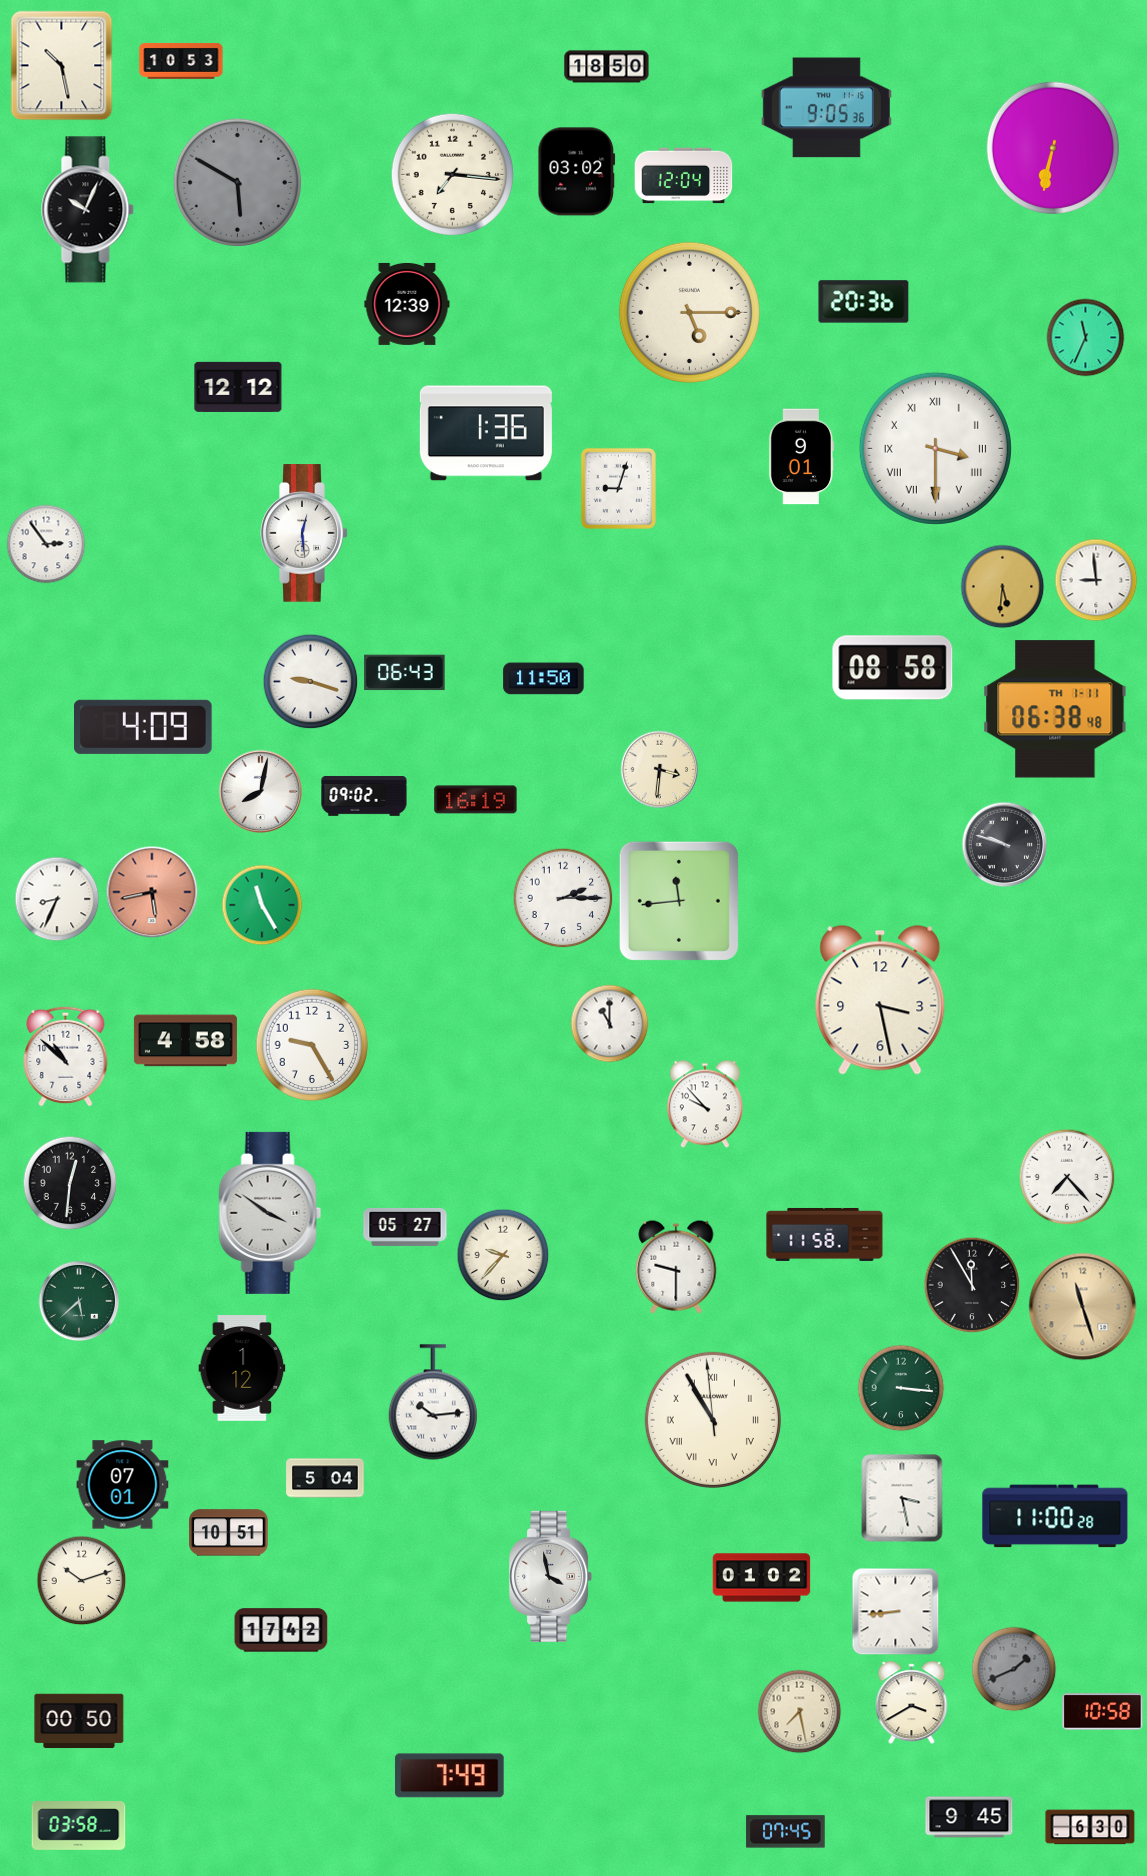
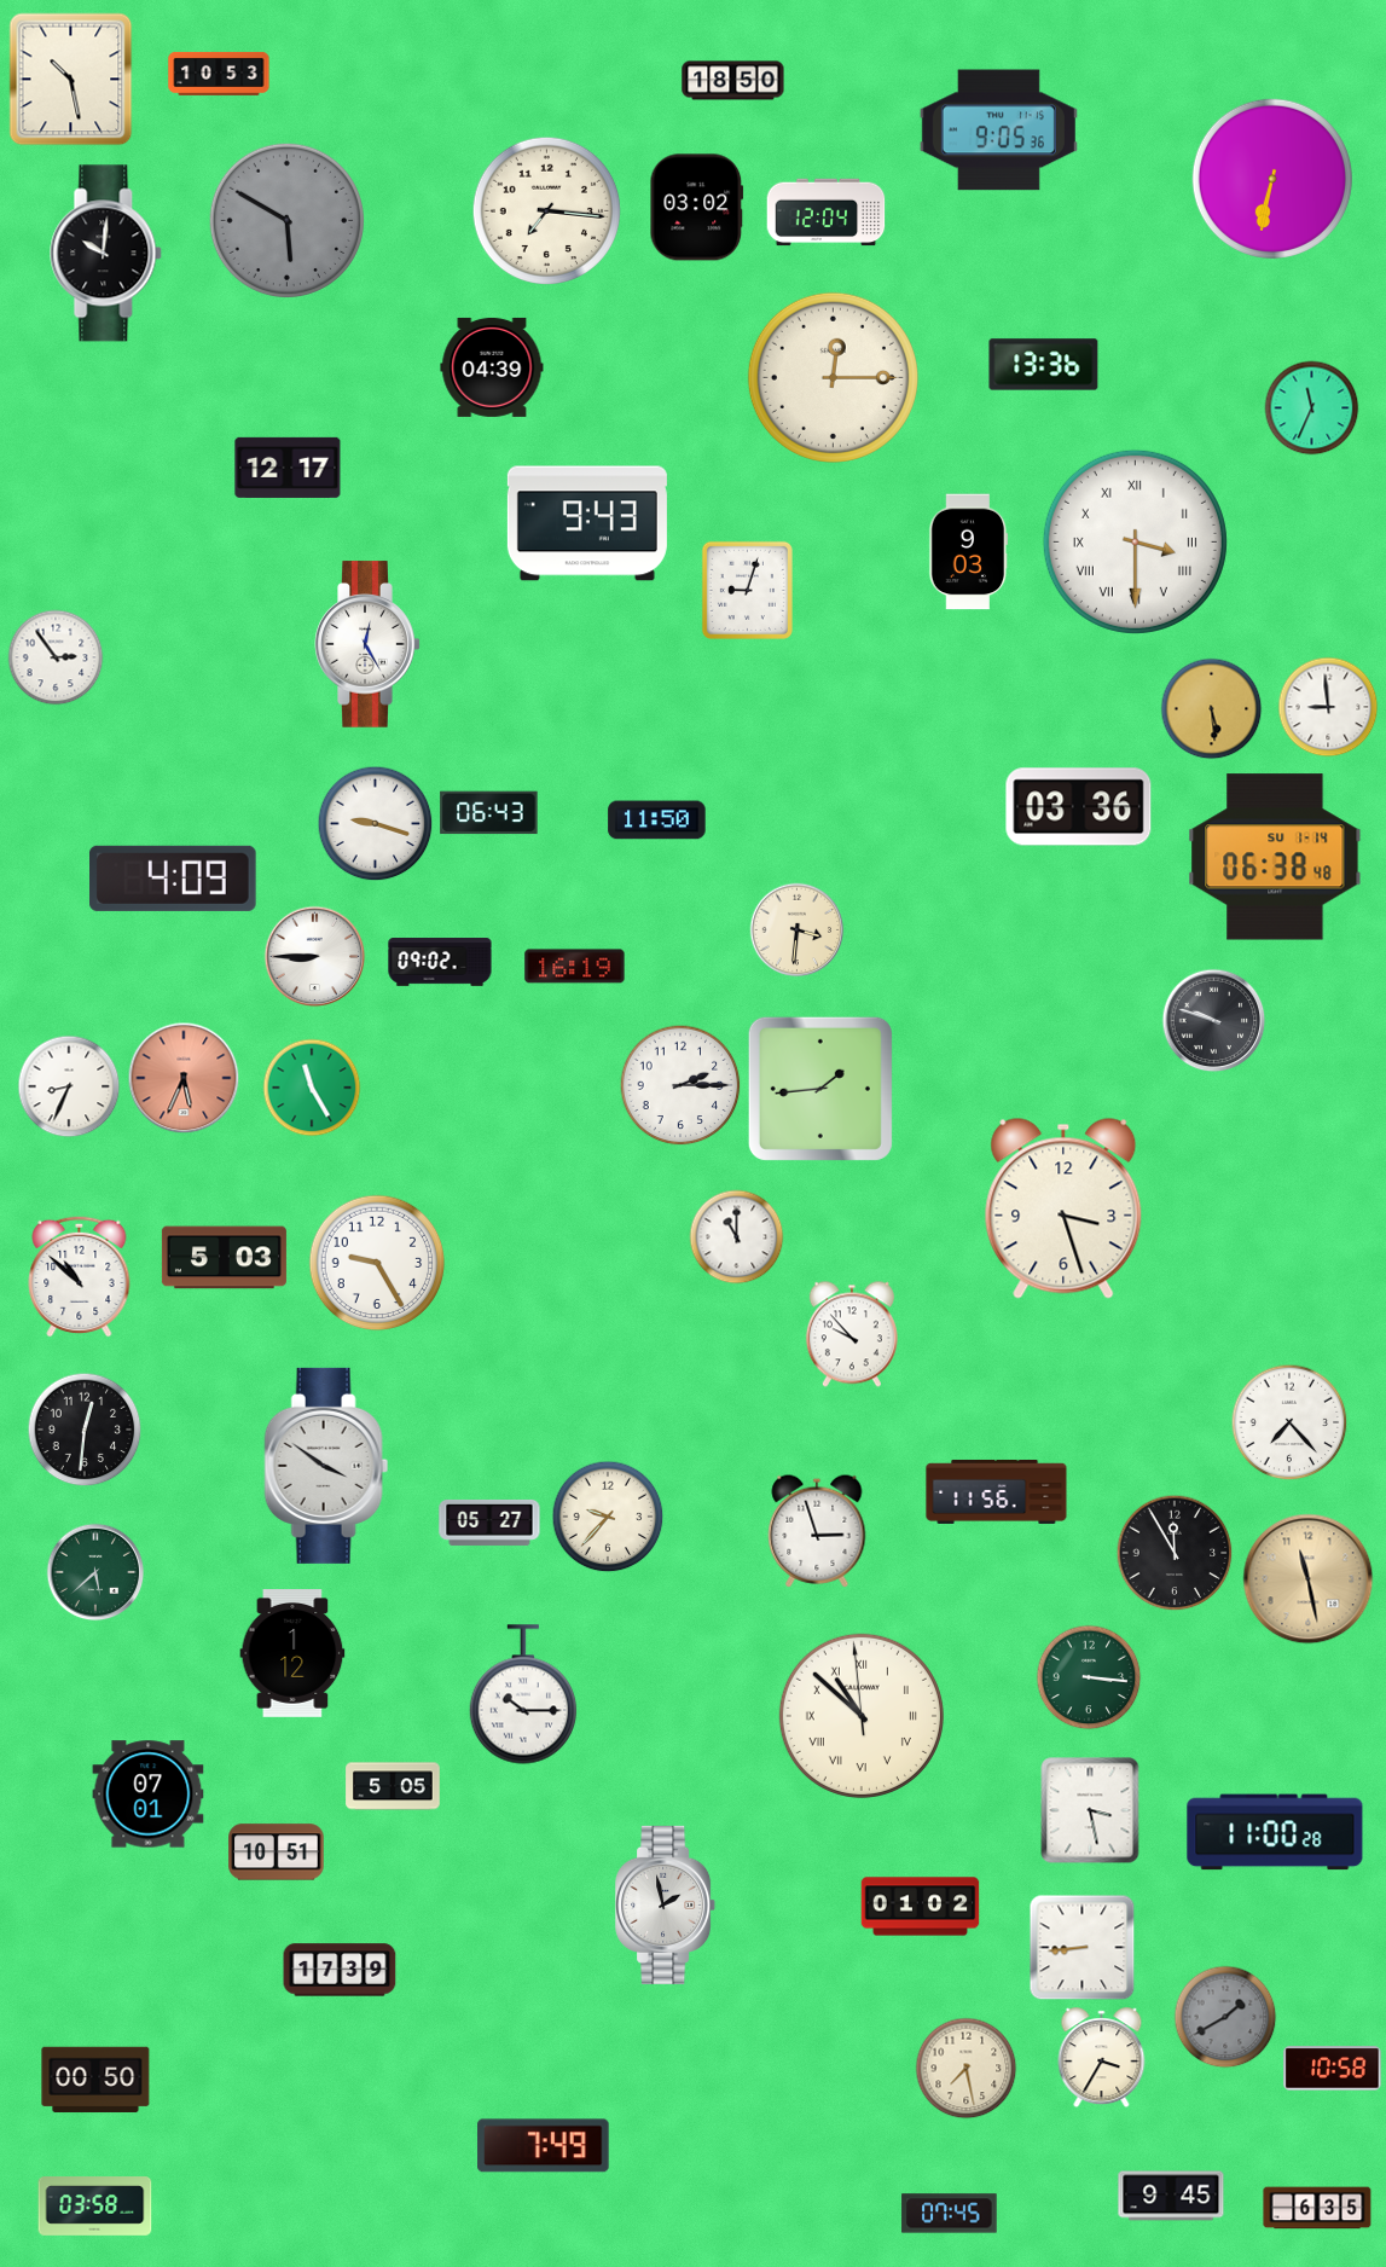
clock at (62, 66) position: (62, 66) -> (71, 80)
clock at (88, 210): 10:04 -> 10:01
clock at (864, 302): 20:36 -> 13:36
clock at (407, 304): 12:39 -> 04:39
clock at (689, 312): 5:15 -> 12:15
clock at (238, 387): 12:12 -> 12:17
clock at (486, 433): 1:36 -> 9:43
clock at (935, 448) position: (935, 448) -> (1135, 541)
clock at (802, 457): 9:01 -> 9:03
clock at (304, 533): 12:29 -> 12:25
clock at (1096, 580) position: (1096, 580) -> (1328, 707)
clock at (1003, 587): 5:31 -> 5:29
clock at (893, 668): 08:58 -> 03:36
clock at (1055, 709) date: TH 1-11 -> SU 1-14
clock at (261, 792): 8:02 -> 8:45
clock at (152, 892): 5:43 -> 5:34
clock at (679, 901): 11:44 -> 1:44
clock at (262, 905) position: (262, 905) -> (312, 1088)
clock at (880, 1000): 3:28 -> 3:27
clock at (185, 1041): 4:58 -> 5:03
clock at (405, 1227) position: (405, 1227) -> (489, 1523)
clock at (825, 1234): 11:58 -> 11:56
clock at (676, 1267): 9:30 -> 2:57
clock at (1083, 1307): 11:27 -> 11:28
clock at (432, 1402): 10:14 -> 10:15
clock at (713, 1420): 10:54 -> 10:51
clock at (325, 1478): 5:04 -> 5:05
clock at (551, 1576): 3:58 -> 1:58
clock at (82, 1581): 10:12 -> none
clock at (281, 1630): 17:42 -> 17:39
clock at (1014, 1669): 1:41 -> 1:40
clock at (912, 1703): 3:40 -> 3:35
clock at (1090, 1827): 6:30 -> 6:35
